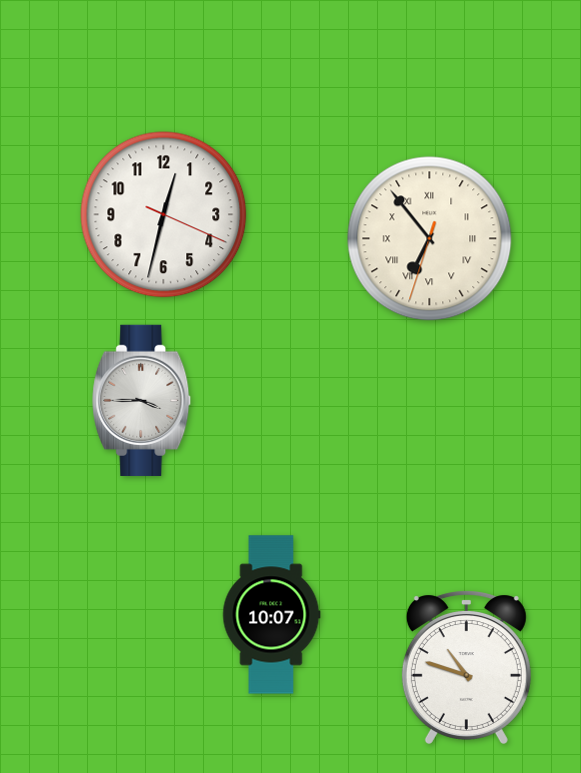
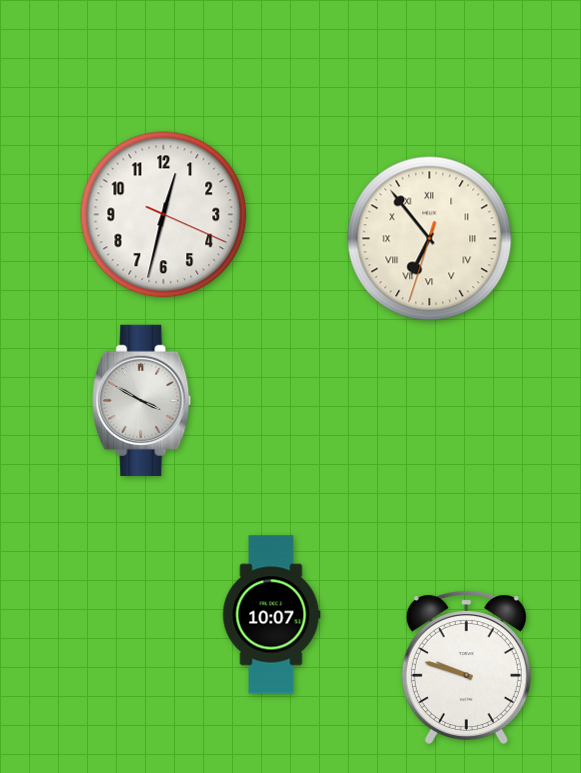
clock at (142, 400): 3:45 -> 3:50
clock at (466, 667): 10:48 -> 9:48
